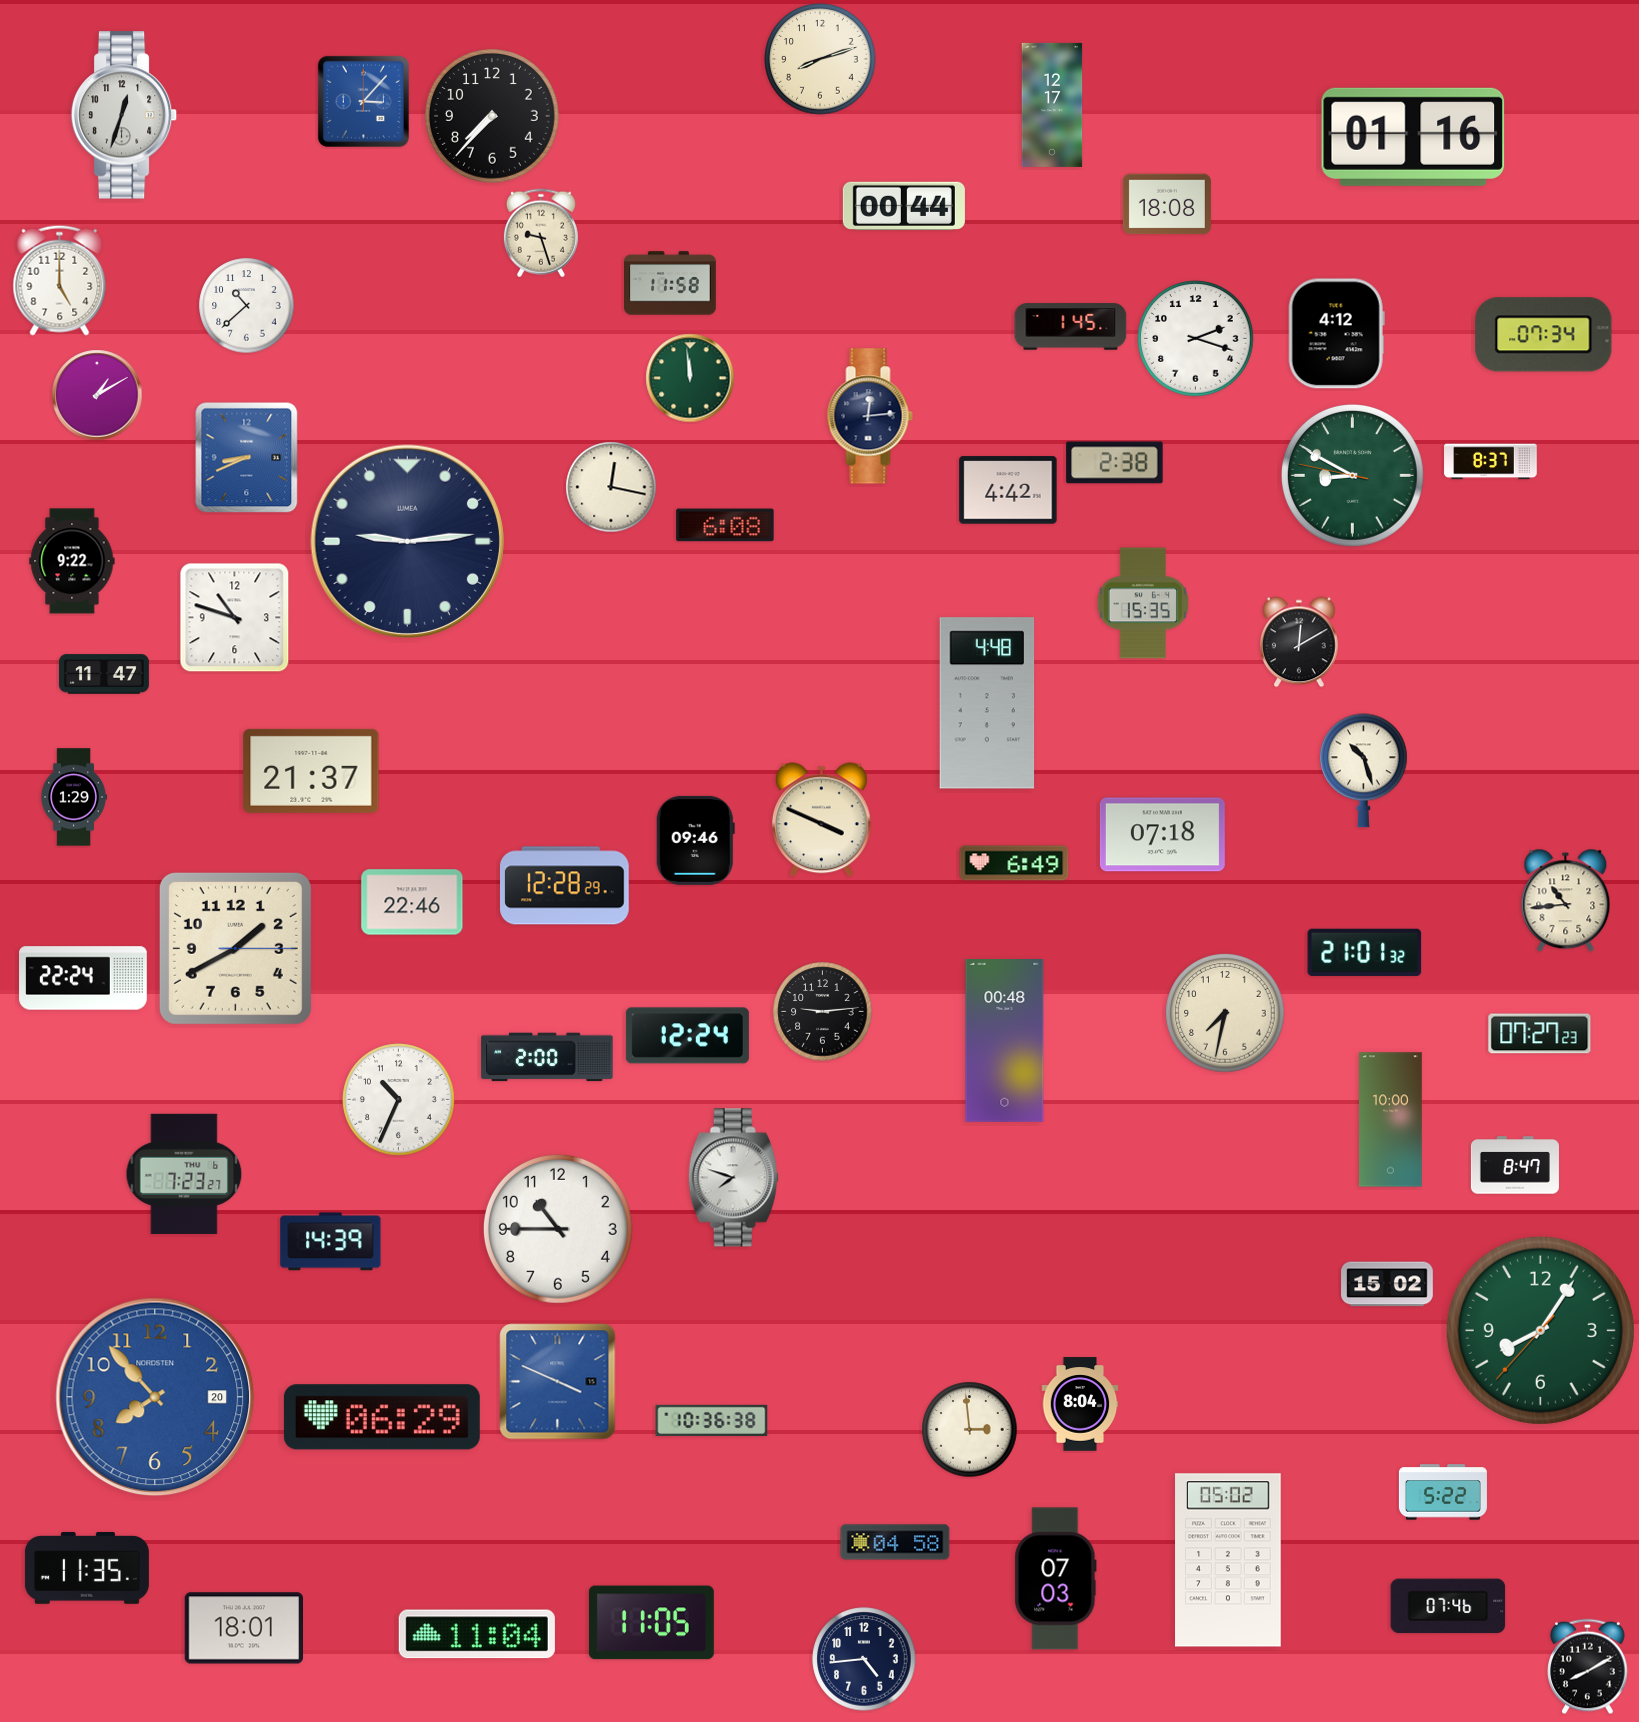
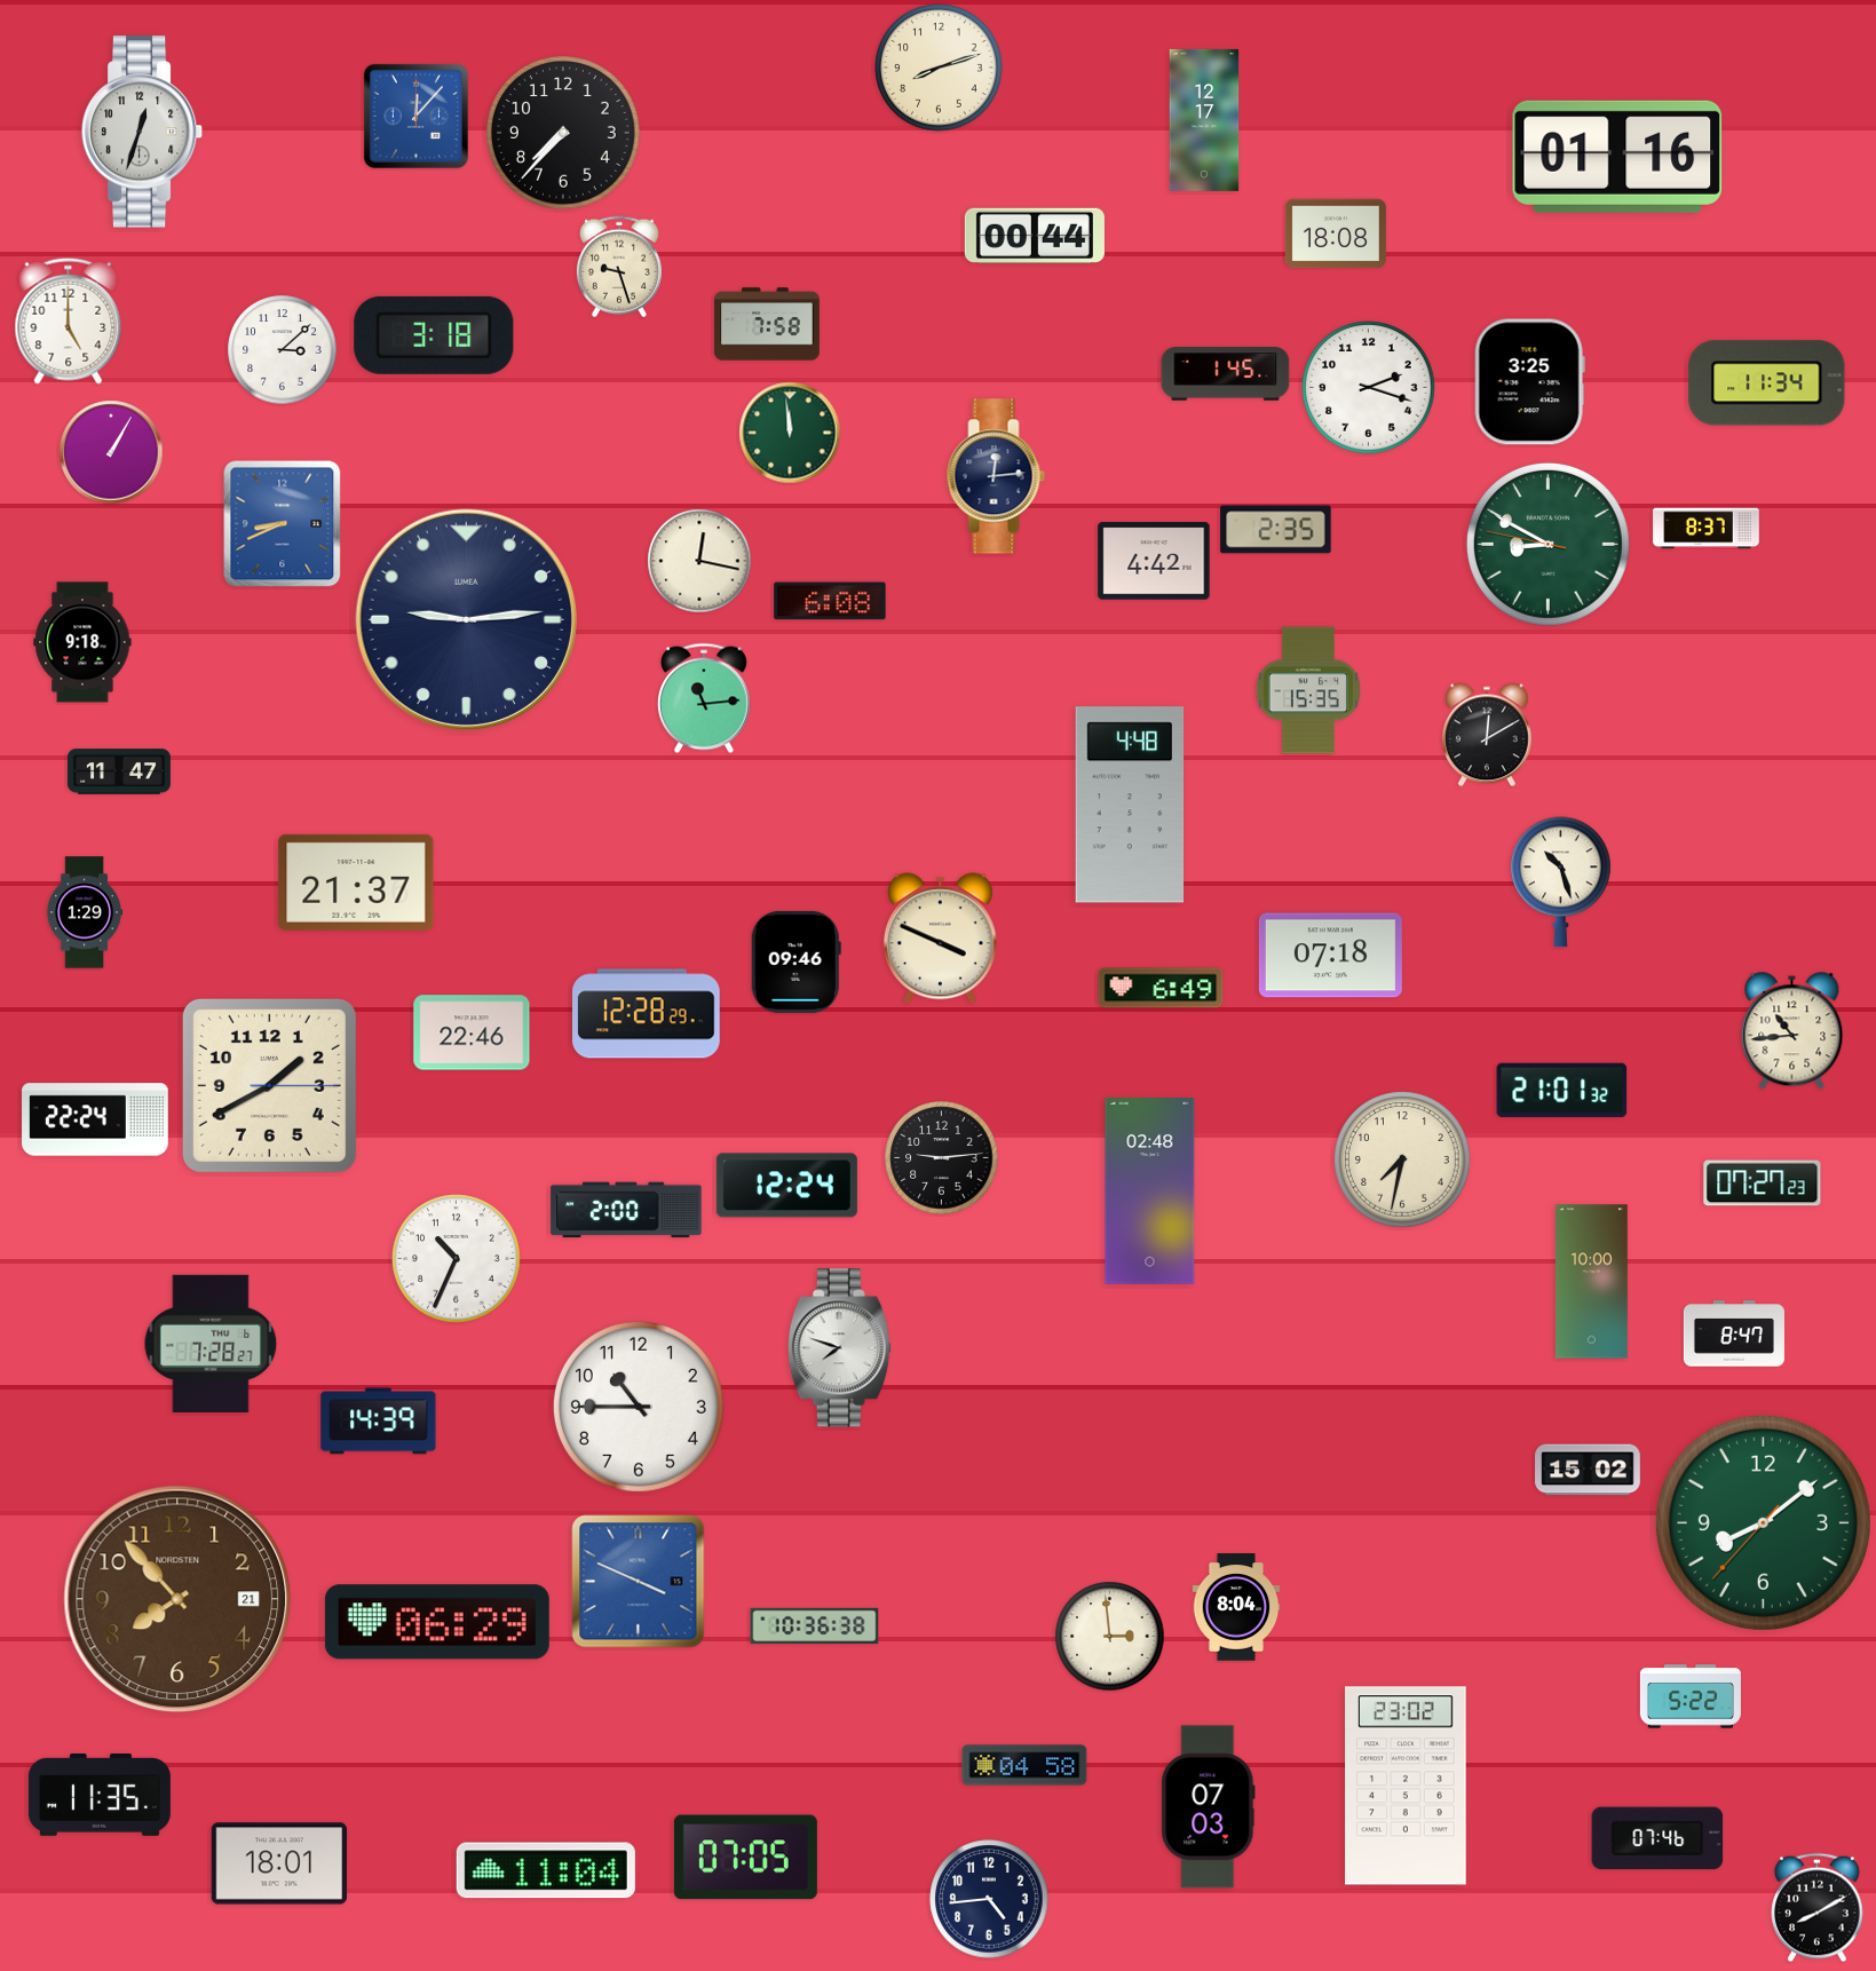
clock at (363, 101): 3:07 -> 12:07
clock at (670, 283): 11:58 -> 7:58
clock at (434, 335): none -> 3:18
clock at (247, 306): 10:38 -> 3:08
clock at (1336, 334): 4:12 -> 3:25
clock at (1544, 335): 07:34 -> 11:34
clock at (97, 395): 1:10 -> 1:05
clock at (1115, 463): 2:38 -> 2:35
clock at (611, 487) position: (611, 487) -> (699, 561)
clock at (72, 561): 9:22 -> 9:18
clock at (704, 698): none -> 11:14
clock at (235, 618): 10:48 -> none
clock at (1005, 1041): 00:48 -> 02:48
clock at (184, 1174): 7:23 -> 7:28
clock at (1540, 1330): 8:05 -> 8:08
clock at (155, 1397) date: 20 -> 21
clock at (155, 1397) dial: blue -> brown
clock at (1443, 1492) position: (1443, 1492) -> (1691, 1696)
clock at (1228, 1560): 05:02 -> 23:02
clock at (651, 1623): 11:05 -> 07:05
